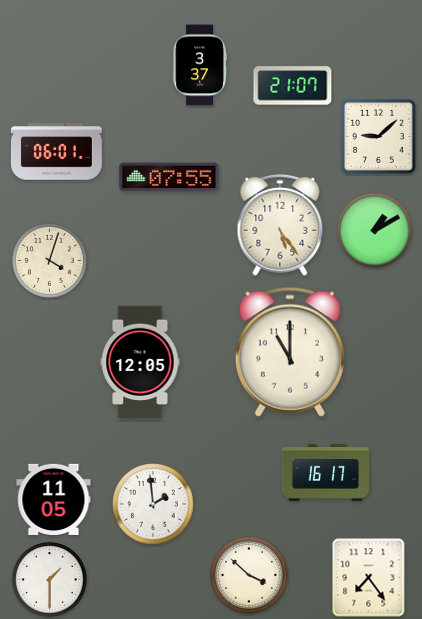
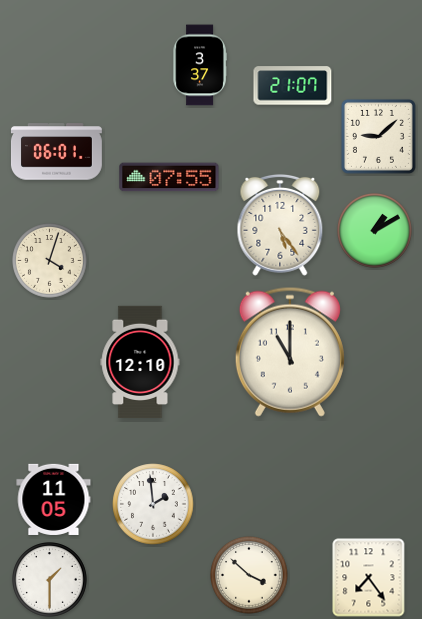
clock at (140, 362): 12:05 -> 12:10
clock at (326, 473): 16:17 -> none
